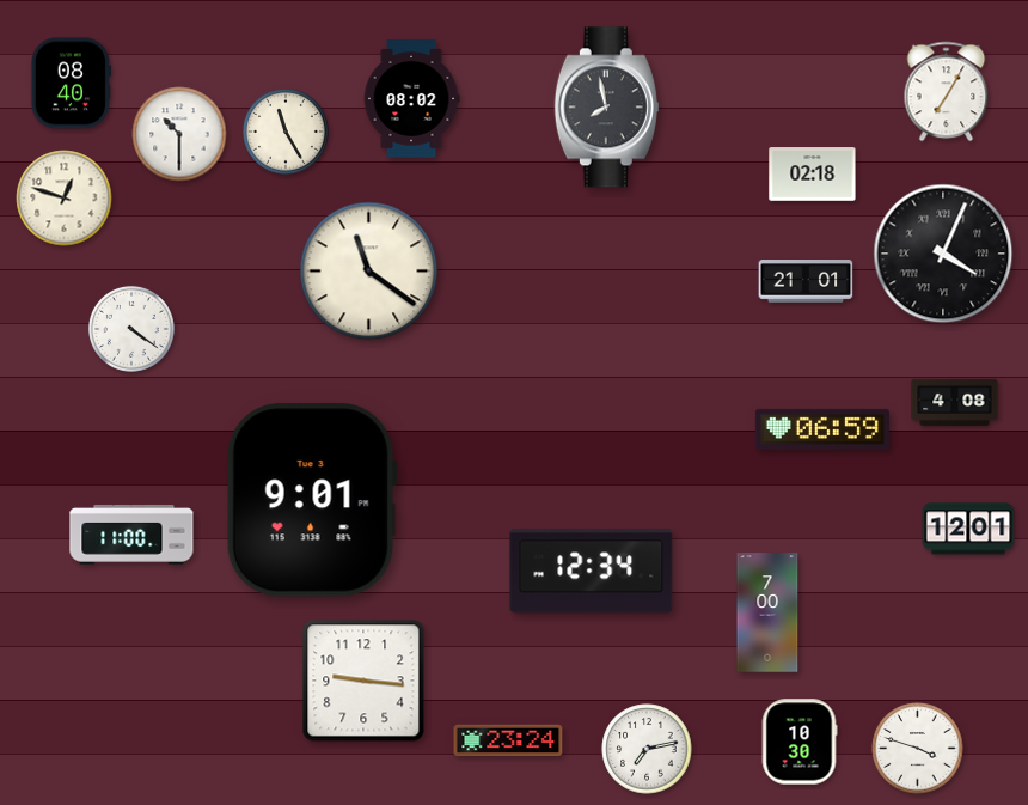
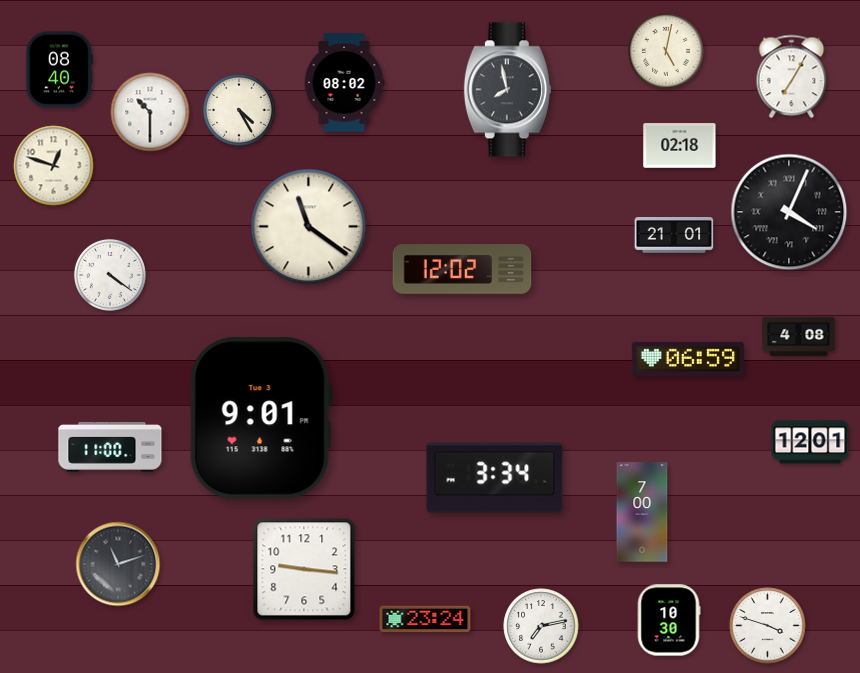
clock at (666, 51): none -> 5:02
clock at (286, 132): 11:25 -> 4:25
clock at (462, 269): none -> 12:02
clock at (592, 572): 12:34 -> 3:34
clock at (118, 564): none -> 11:12
